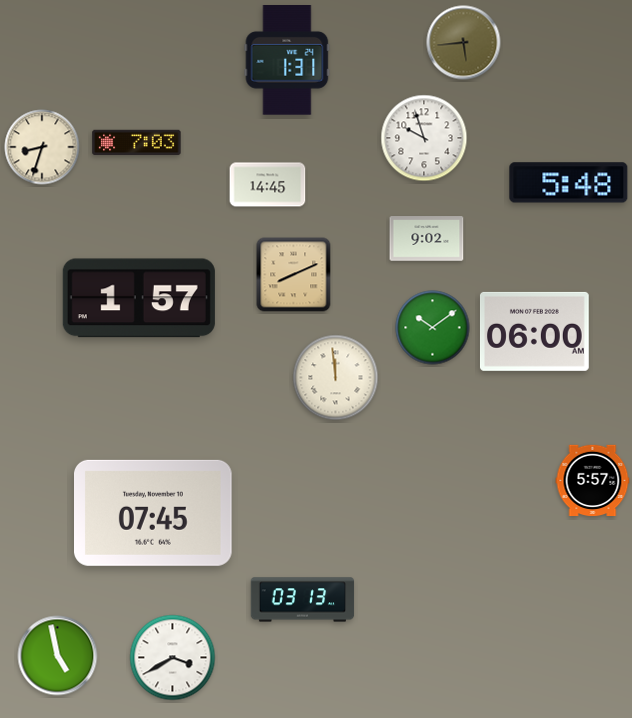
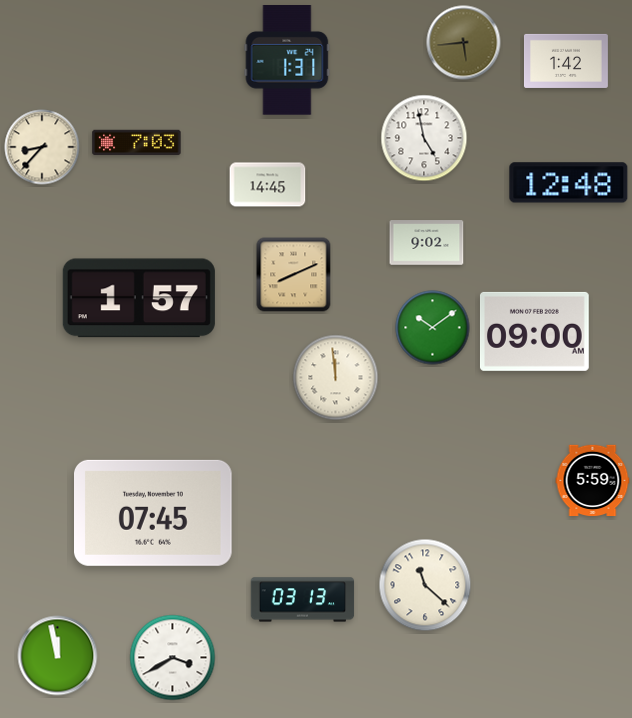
clock at (566, 61): none -> 1:42
clock at (424, 138): 9:57 -> 4:58
clock at (42, 147): 8:33 -> 8:37
clock at (569, 183): 5:48 -> 12:48
clock at (427, 239) position: (427, 239) -> (427, 243)
clock at (534, 331): 06:00 -> 09:00
clock at (593, 481): 5:57 -> 5:59
clock at (425, 585): none -> 11:22
clock at (58, 656): 4:58 -> 11:58
